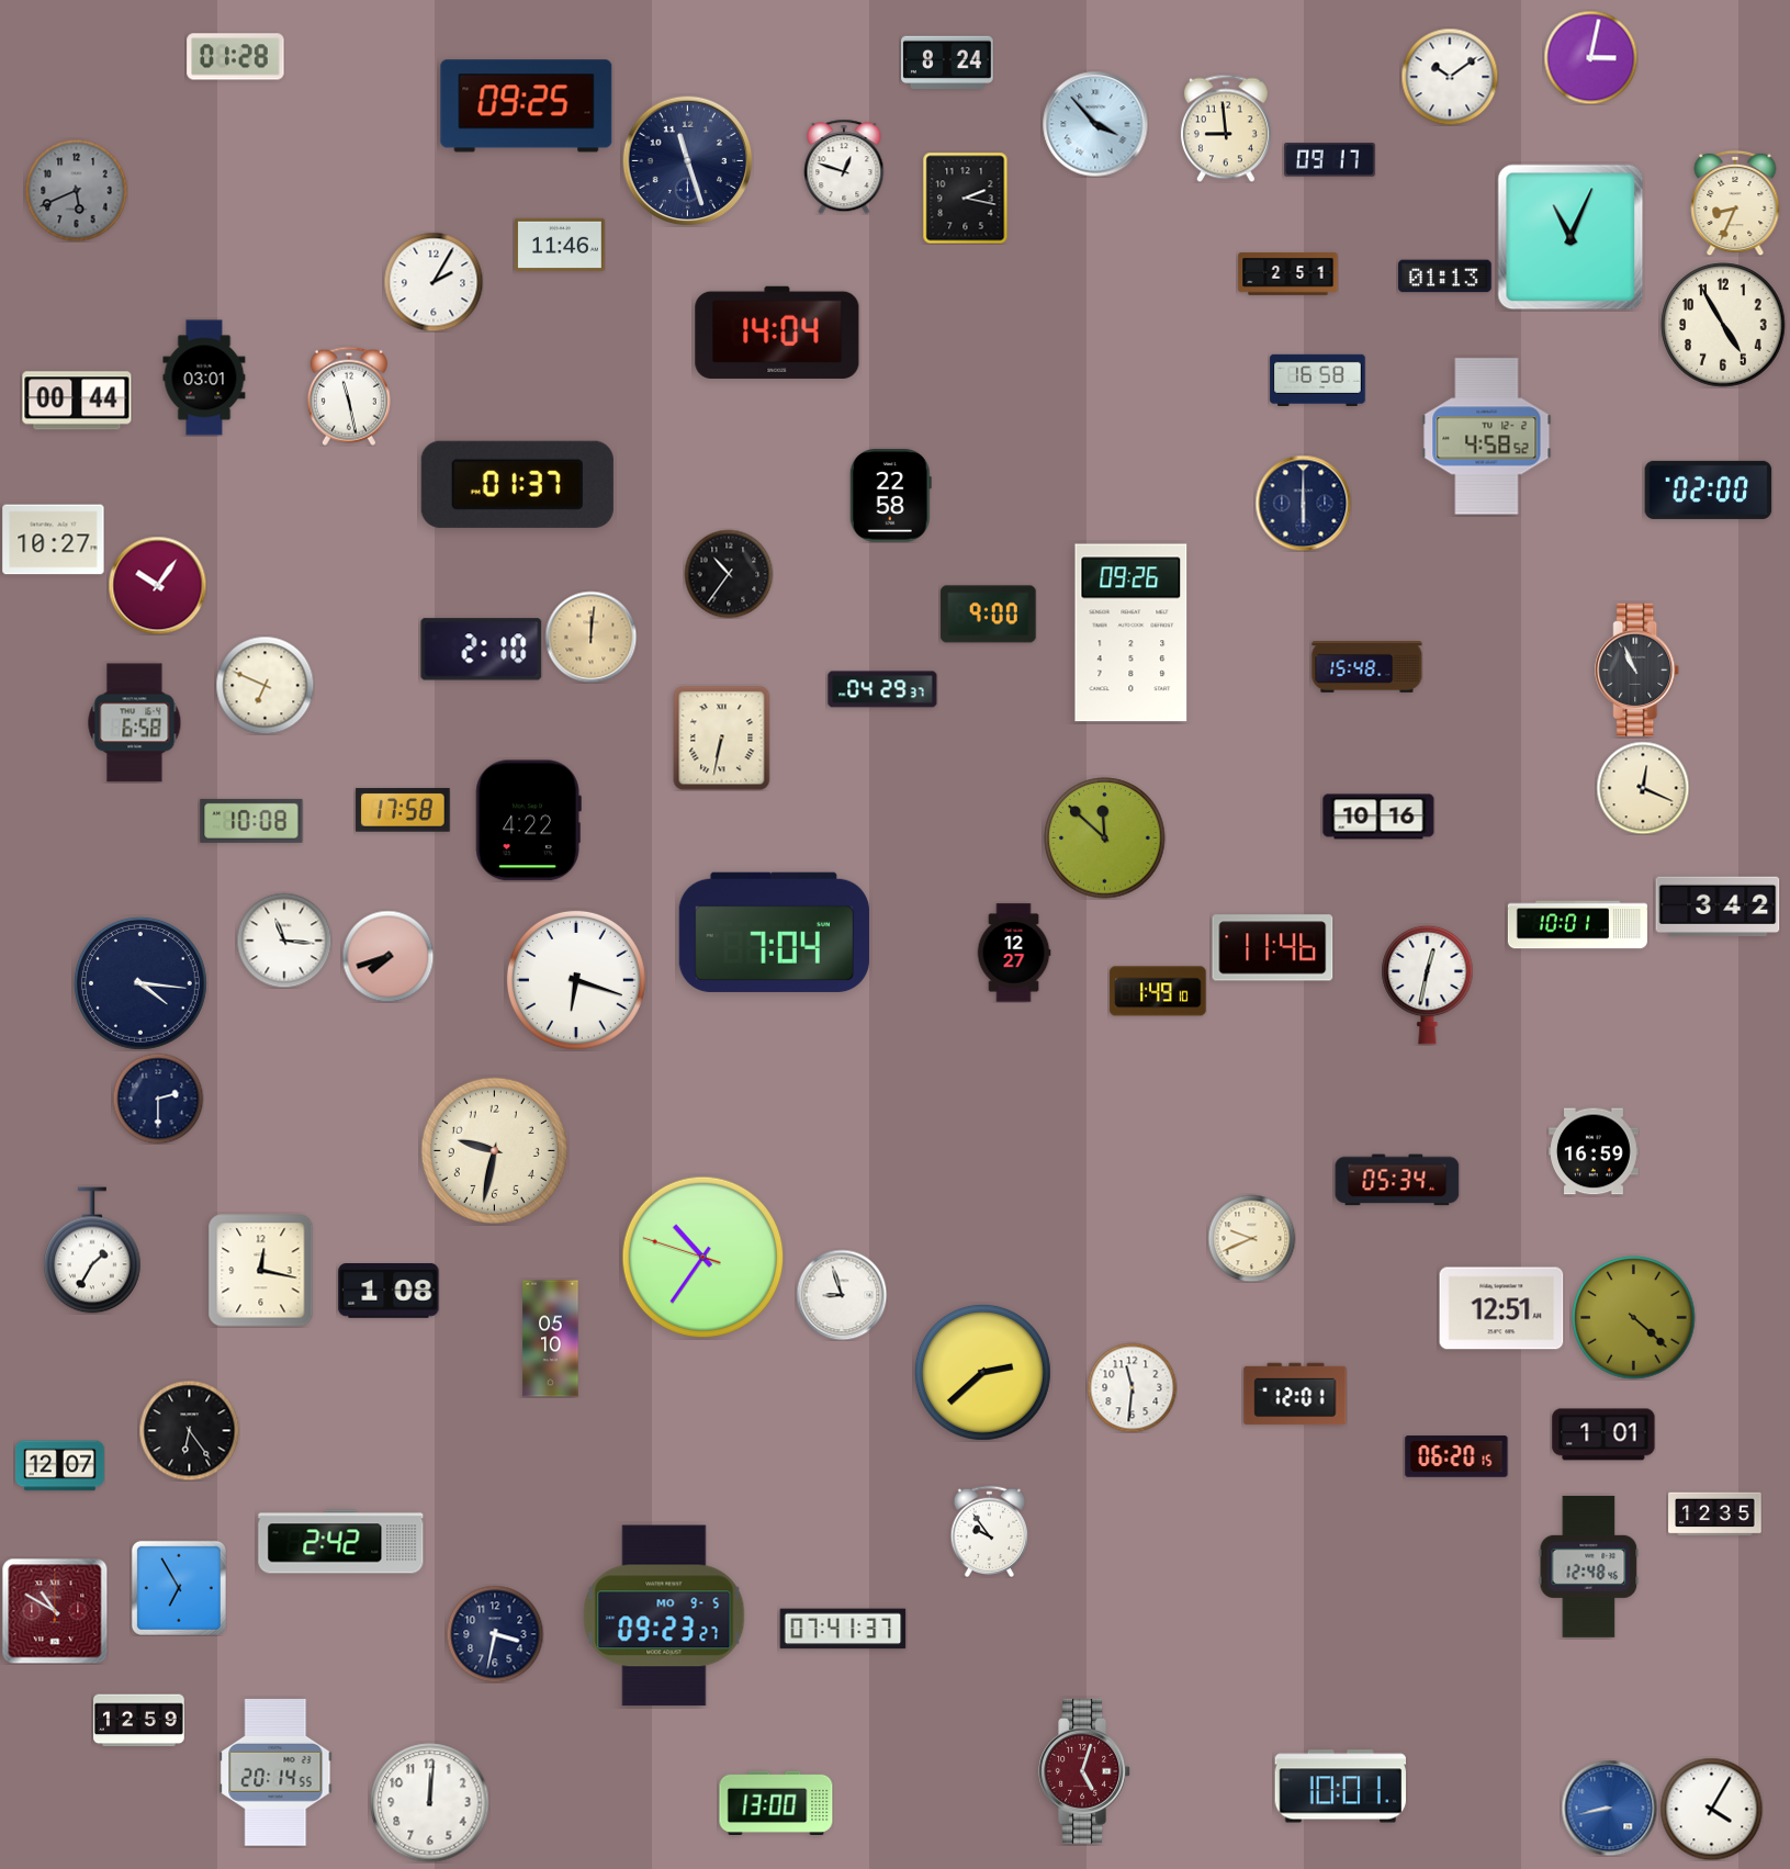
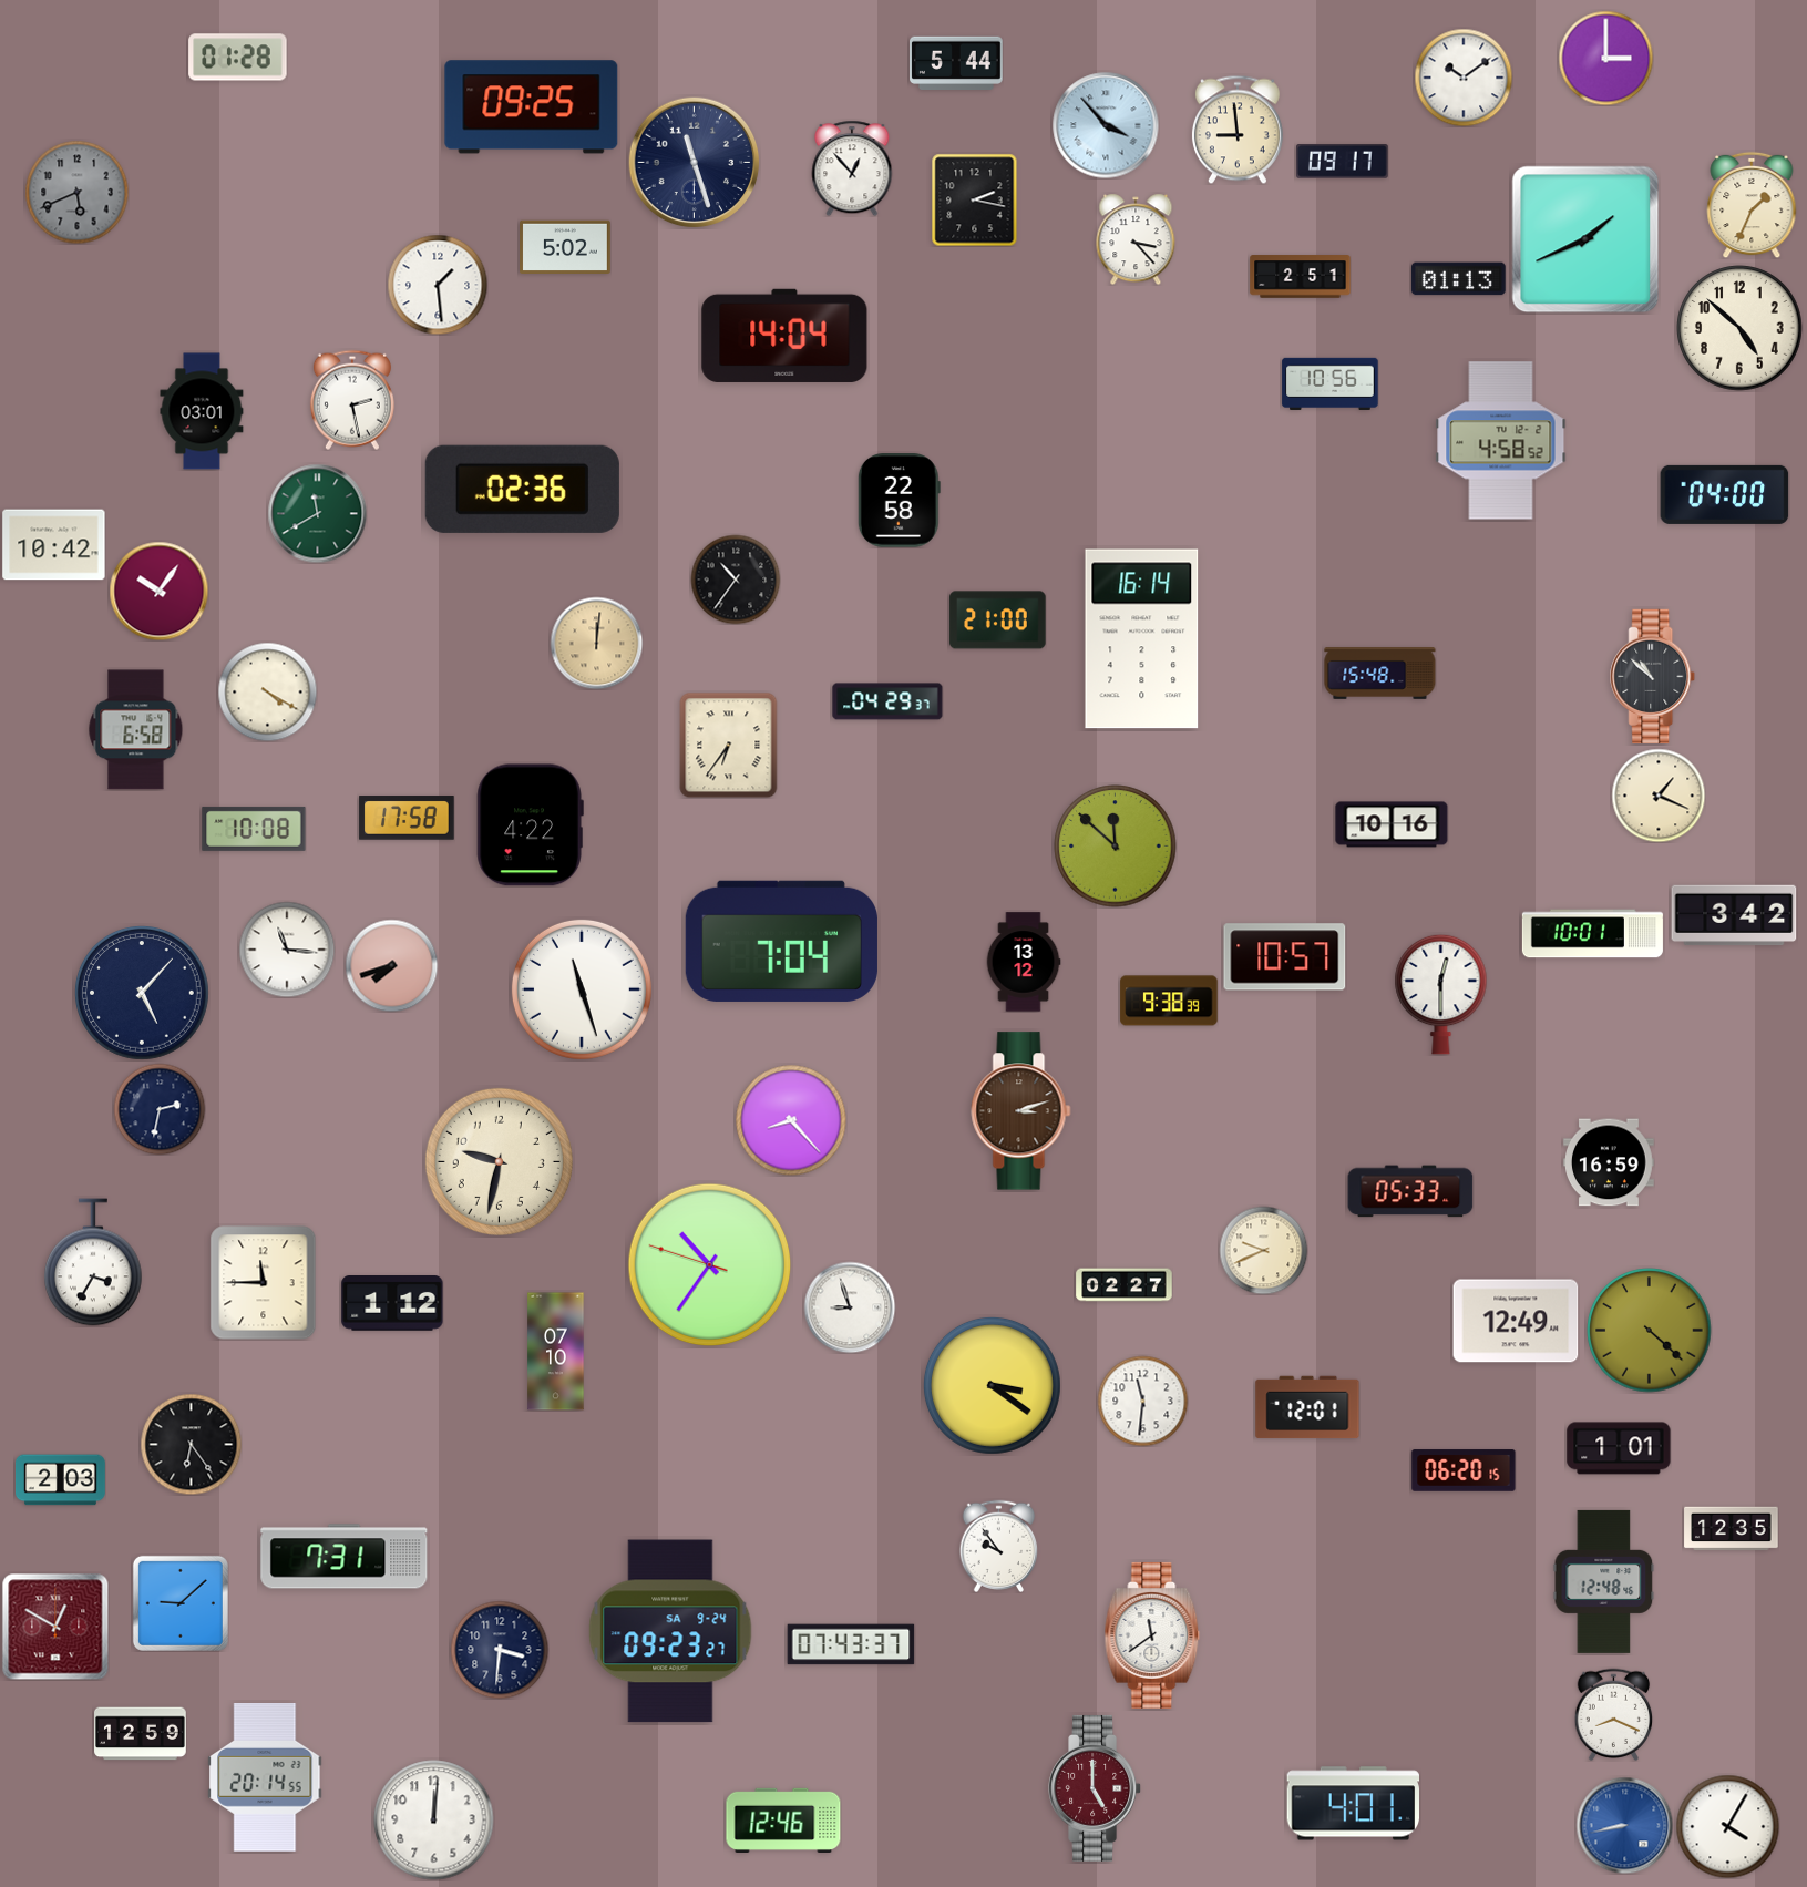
clock at (1590, 57): 3:02 -> 3:00
clock at (947, 63): 8:24 -> 5:44
clock at (844, 167): 12:48 -> 12:53
clock at (1735, 203): 8:34 -> 1:34
clock at (1136, 239): none -> 3:23
clock at (1571, 237): 11:04 -> 1:41
clock at (561, 244): 11:46 -> 5:02
clock at (434, 282): 2:05 -> 1:29
clock at (1723, 325): 4:55 -> 4:52
clock at (204, 378) position: (204, 378) -> (202, 411)
clock at (1318, 380): 16:58 -> 10:56
clock at (349, 396): 11:28 -> 2:28
clock at (77, 401): 00:44 -> none
clock at (517, 484): 01:37 -> 02:36
clock at (1709, 489): 02:00 -> 04:00
clock at (1303, 503): 6:00 -> none
clock at (317, 513): none -> 11:40
clock at (54, 540): 10:27 -> 10:42
clock at (989, 615): 9:00 -> 21:00
clock at (1132, 633): 09:26 -> 16:14
clock at (482, 650): 2:10 -> none
clock at (1637, 669): 10:56 -> 10:52
clock at (264, 685): 6:49 -> 4:20
clock at (882, 689) position: (882, 689) -> (887, 701)
clock at (722, 738): 6:32 -> 6:36
clock at (1643, 788): 12:19 -> 1:19
clock at (528, 821) position: (528, 821) -> (530, 825)
clock at (1273, 948): 11:46 -> 10:57
clock at (1014, 953): 12:27 -> 13:12
clock at (576, 980): 6:18 -> 11:27
clock at (140, 983): 4:16 -> 5:07
clock at (1428, 984): 12:32 -> 12:30
clock at (1158, 991): 1:49 -> 9:38
clock at (158, 1099): 2:30 -> 2:32
clock at (1021, 1111): none -> 3:12
clock at (791, 1120): none -> 8:23
clock at (1397, 1180): 05:34 -> 05:33
clock at (93, 1250): 1:35 -> 3:35
clock at (703, 1258) position: (703, 1258) -> (710, 1265)
clock at (261, 1271): 12:17 -> 11:45
clock at (1125, 1285): none -> 02:27
clock at (389, 1291): 1:08 -> 1:12
clock at (1501, 1308): 12:51 -> 12:49
clock at (551, 1339): 05:10 -> 07:10
clock at (982, 1372): 2:38 -> 3:21
clock at (1456, 1456) position: (1456, 1456) -> (1464, 1470)
clock at (60, 1466): 12:07 -> 2:03
clock at (341, 1542): 2:42 -> 7:31
clock at (179, 1588): 6:55 -> 9:08
clock at (55, 1611): 10:50 -> 12:50
clock at (664, 1615) date: MO 9-5 -> SA 9-24
clock at (1152, 1635): none -> 11:39
clock at (843, 1629): 07:41 -> 07:43
clock at (495, 1634): 3:32 -> 3:31
clock at (1614, 1714): none -> 8:19
clock at (139, 1721) position: (139, 1721) -> (141, 1734)
clock at (1084, 1771): 5:03 -> 5:00
clock at (275, 1774) position: (275, 1774) -> (265, 1778)
clock at (1340, 1787): 10:01 -> 4:01
clock at (776, 1802): 13:00 -> 12:46
